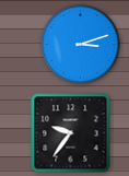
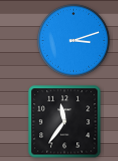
clock at (71, 133): 9:36 -> 11:36
